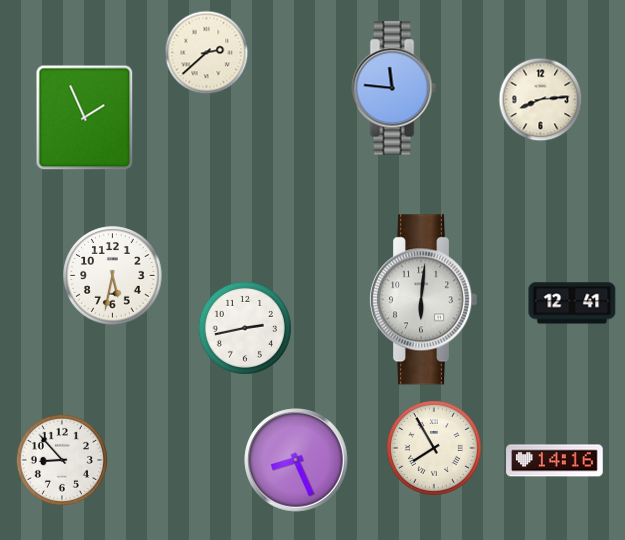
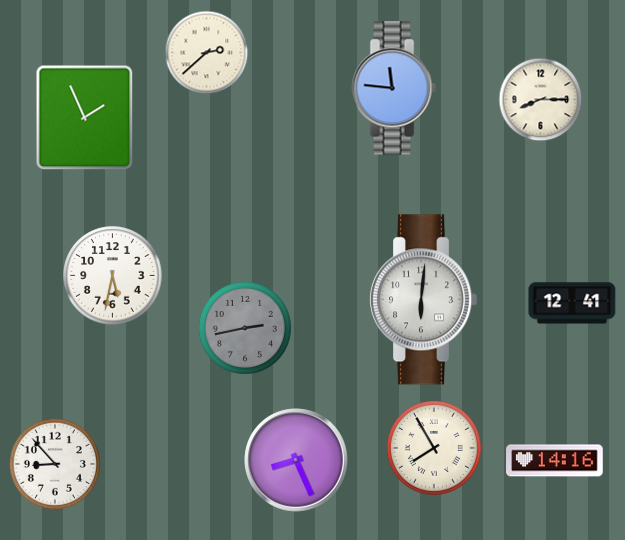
clock at (541, 100): 8:14 -> 8:15
clock at (245, 328) dial: white -> grey
clock at (62, 460) position: (62, 460) -> (55, 464)
